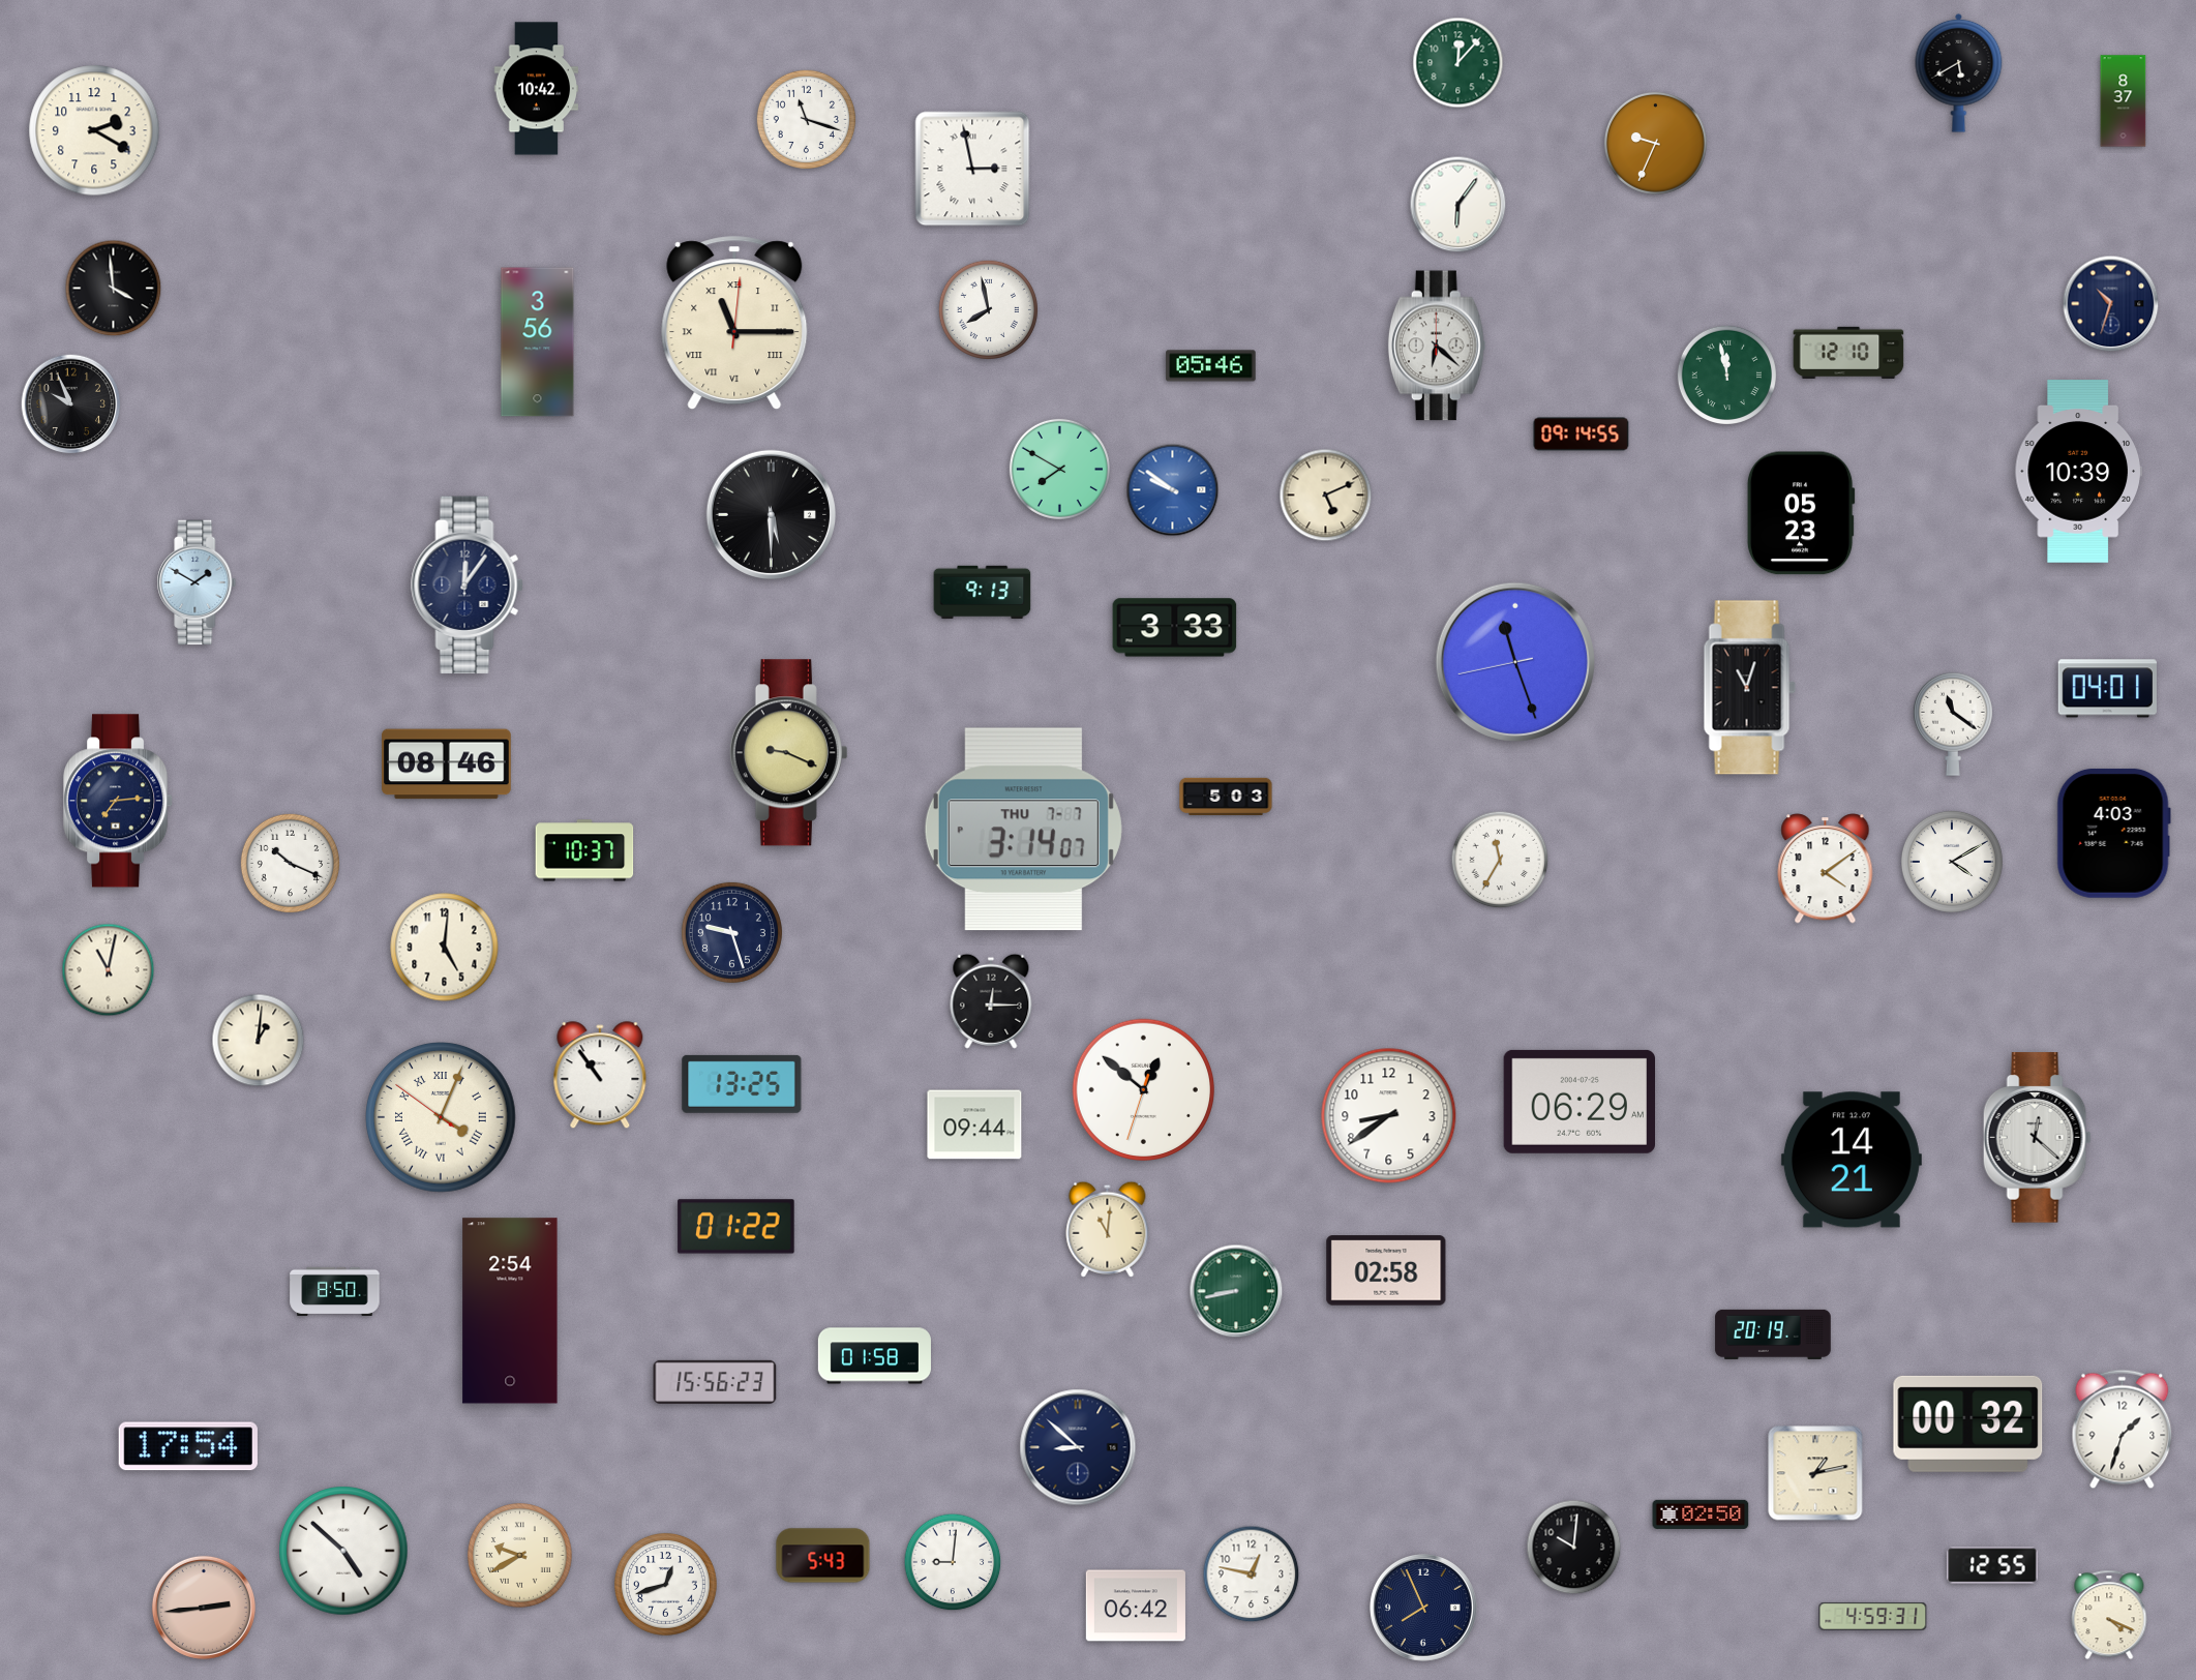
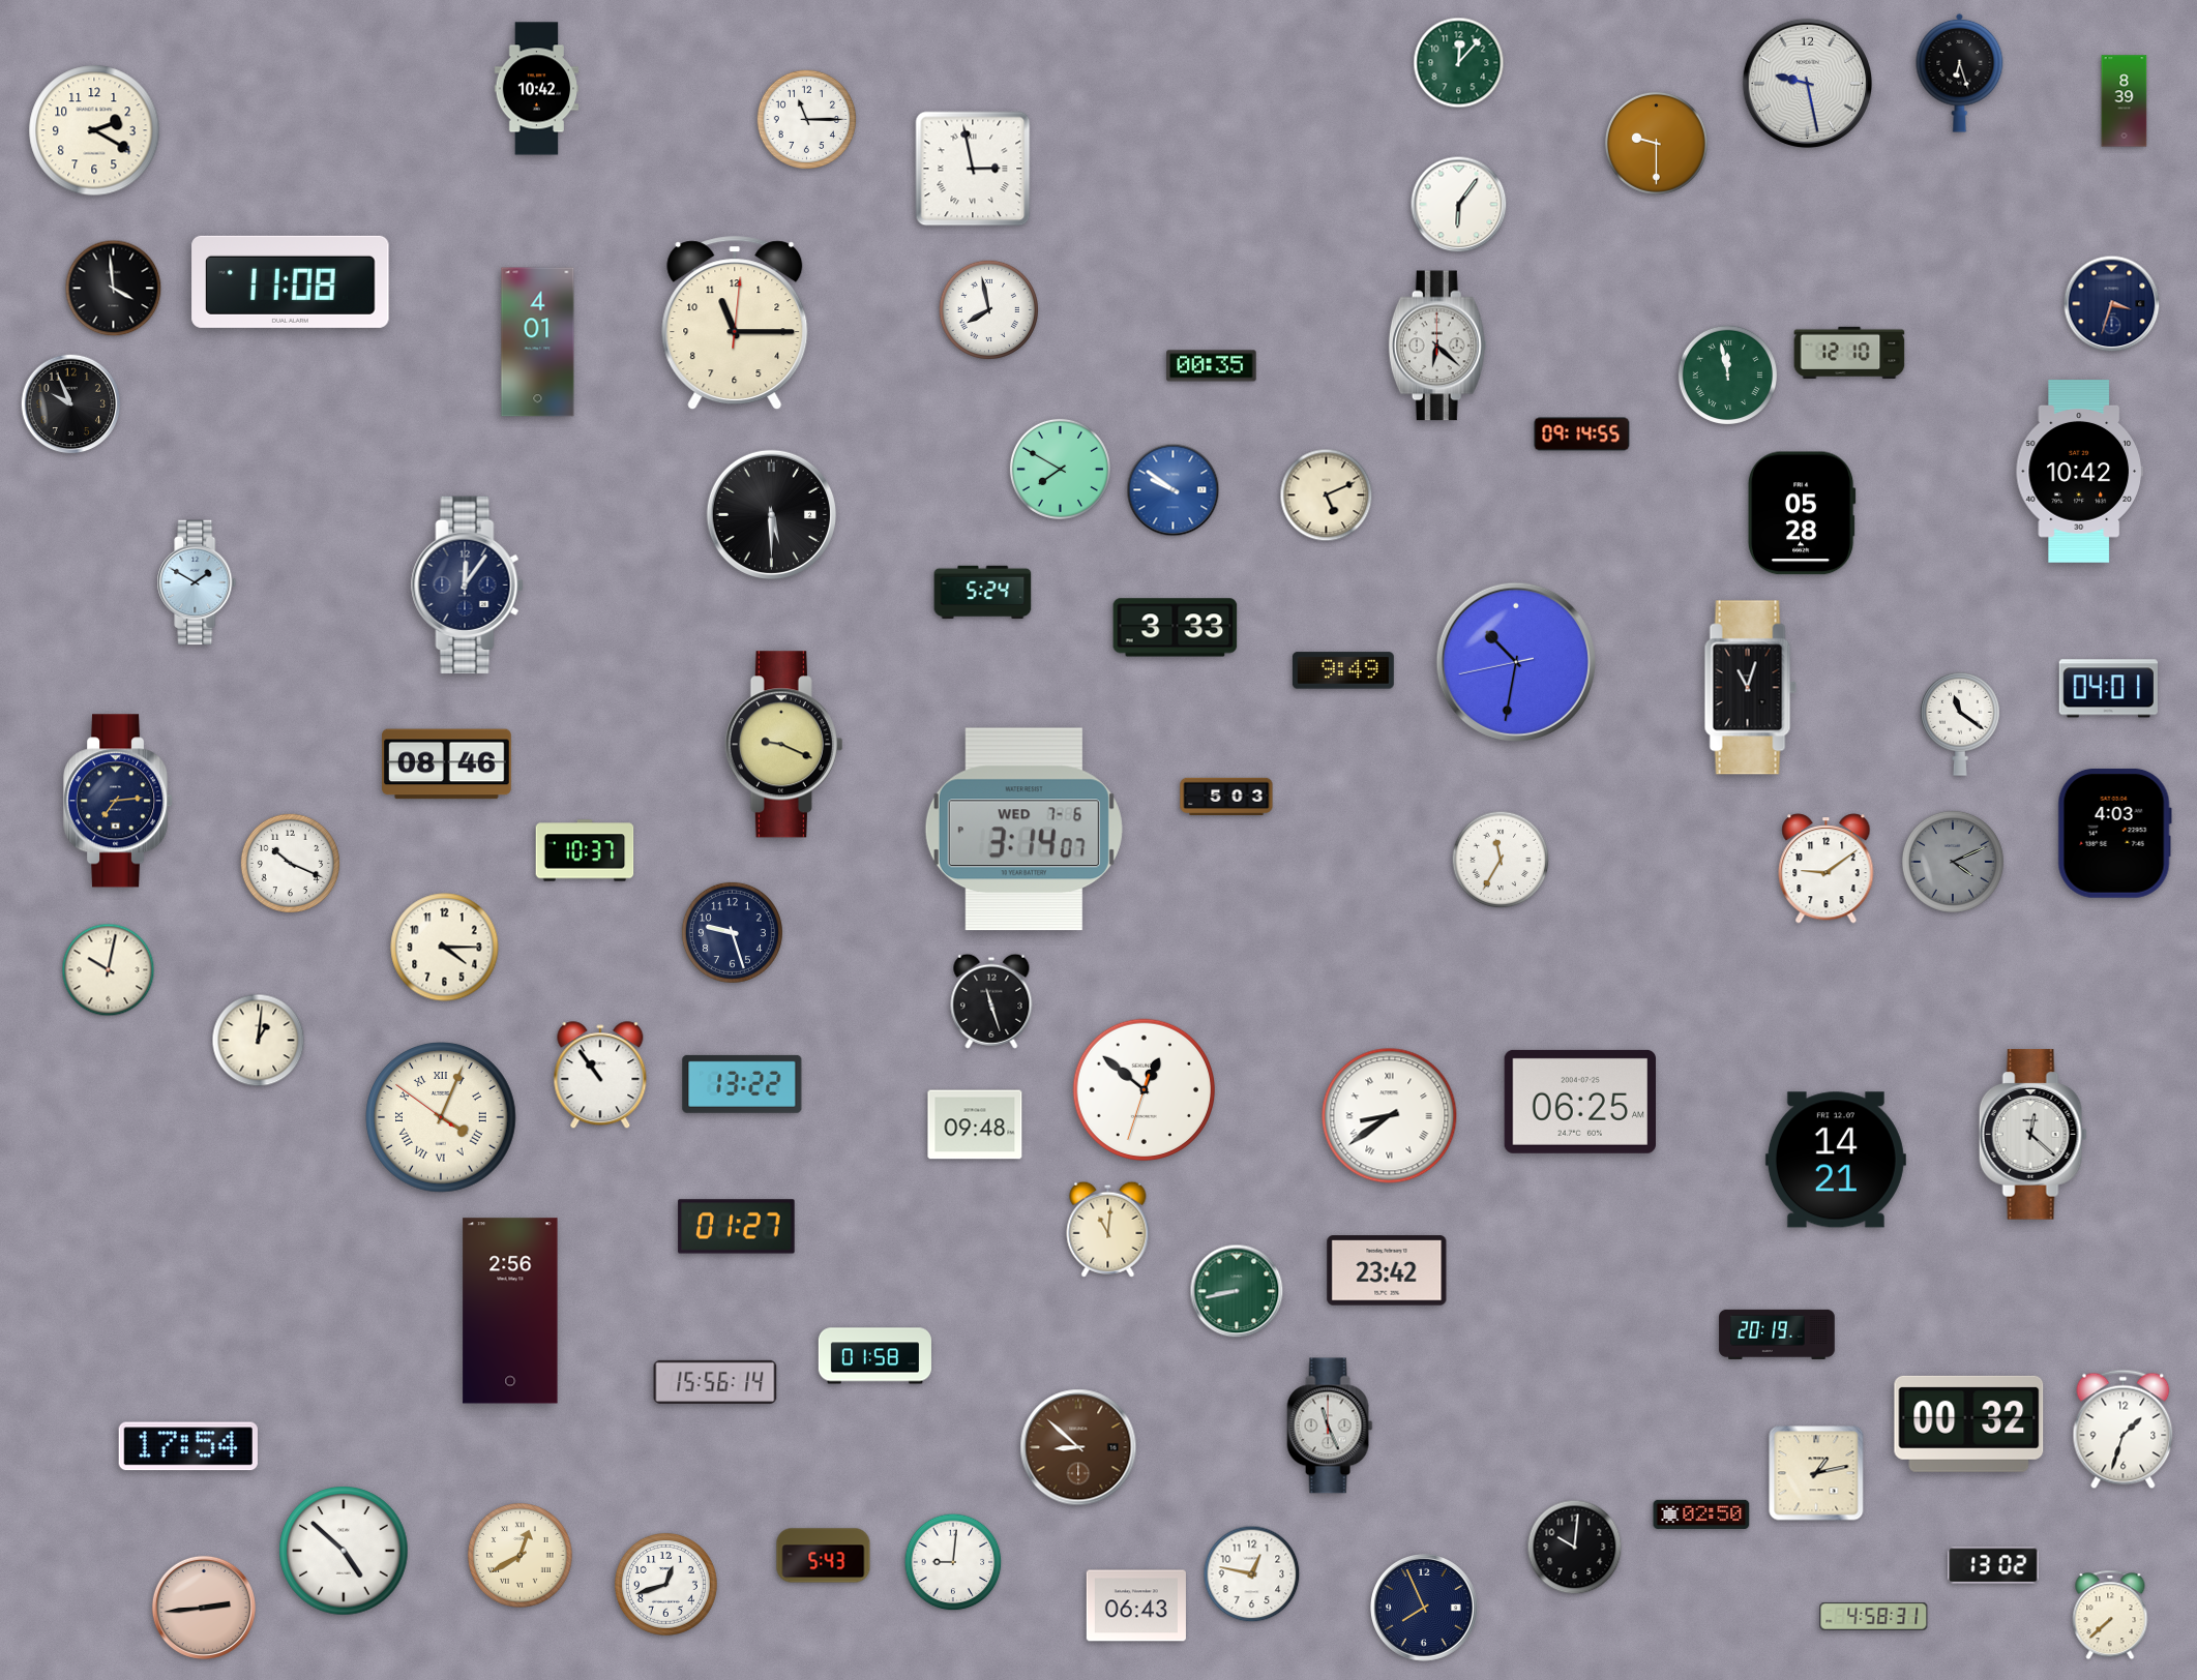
clock at (1959, 72): 5:40 -> 6:27
clock at (1807, 83): none -> 9:28
clock at (2124, 101): 8:37 -> 8:39
clock at (806, 119): 11:18 -> 11:15
clock at (1655, 143): 9:34 -> 9:30
clock at (291, 281): none -> 11:08
clock at (2111, 304): 10:33 -> 3:33
clock at (734, 324) numerals: Roman -> Arabic
clock at (538, 342): 3:56 -> 4:01
clock at (1211, 366): 05:46 -> 00:35
clock at (2078, 472): 10:39 -> 10:42
clock at (1801, 513): 05:23 -> 05:28
clock at (983, 593): 9:13 -> 5:24
clock at (1515, 662): 11:26 -> 10:31
clock at (1343, 670): none -> 9:49
clock at (1953, 724) position: (1953, 724) -> (1960, 724)
clock at (788, 753) position: (788, 753) -> (783, 745)
clock at (1023, 830) date: THU 7-7 -> WED 7-6
clock at (1952, 862): 4:10 -> 4:11
clock at (1952, 862) dial: white -> grey
clock at (1826, 869): 4:09 -> 9:09
clock at (445, 948): 5:01 -> 4:15
clock at (109, 970): 11:02 -> 10:02
clock at (991, 1001): 12:15 -> 11:27
clock at (742, 1084): 13:25 -> 13:22
clock at (1578, 1102): 06:29 -> 06:25
clock at (1389, 1116) numerals: Arabic -> Roman
clock at (974, 1124): 09:44 -> 09:48
clock at (2037, 1138) position: (2037, 1138) -> (2032, 1135)
clock at (1852, 1160) position: (1852, 1160) -> (1836, 1160)
clock at (736, 1227): 01:22 -> 01:27
clock at (1386, 1270): 02:58 -> 23:42
clock at (335, 1292): 8:50 -> none
clock at (510, 1311): 2:54 -> 2:56
clock at (1773, 1334) position: (1773, 1334) -> (1777, 1334)
clock at (715, 1382): 15:56:23 -> 15:56:14
clock at (1330, 1426): none -> 11:26
clock at (1078, 1447) dial: navy -> brown
clock at (520, 1556): 9:40 -> 12:40
clock at (1992, 1565): 12:55 -> 13:02
clock at (1136, 1606): 06:42 -> 06:43
clock at (2109, 1615): 4:19 -> 7:38
clock at (1873, 1616): 4:59 -> 4:58
